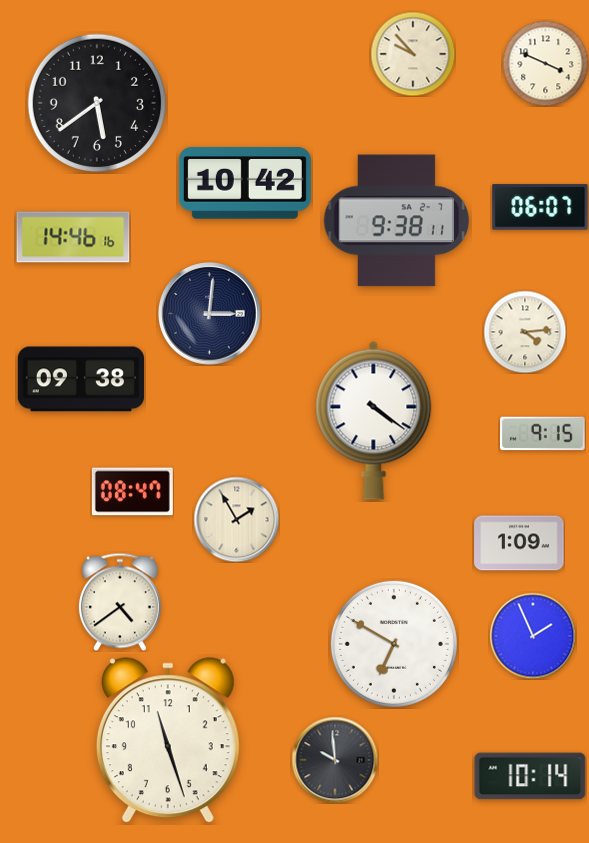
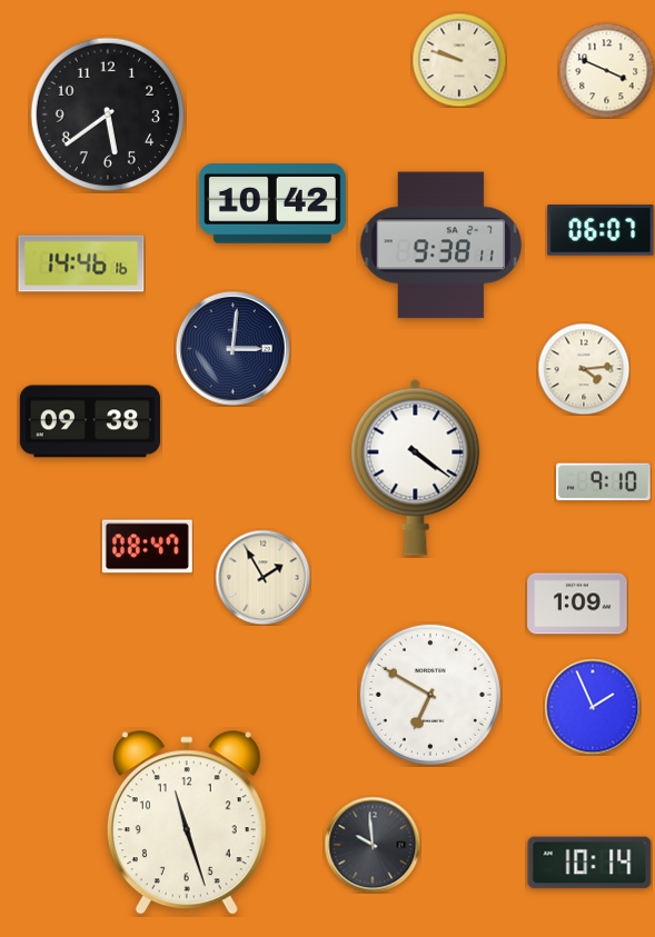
clock at (413, 54): 9:53 -> 9:48
clock at (543, 434): 9:15 -> 9:10
clock at (120, 602): 4:39 -> none
clock at (394, 644) position: (394, 644) -> (430, 695)
